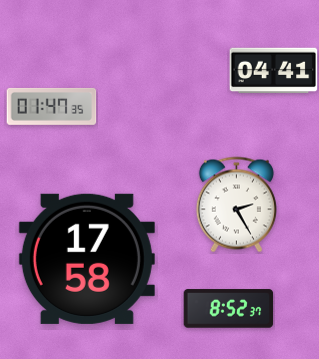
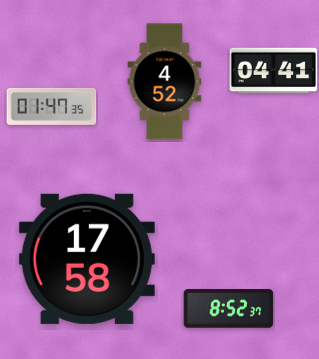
clock at (165, 82): none -> 4:52
clock at (236, 205): 2:25 -> none
